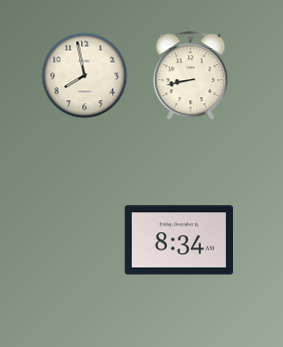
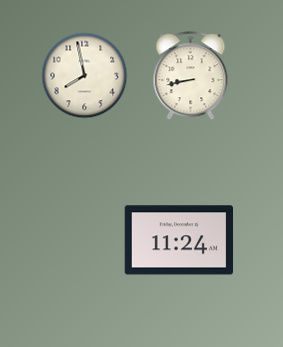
clock at (178, 240): 8:34 -> 11:24
